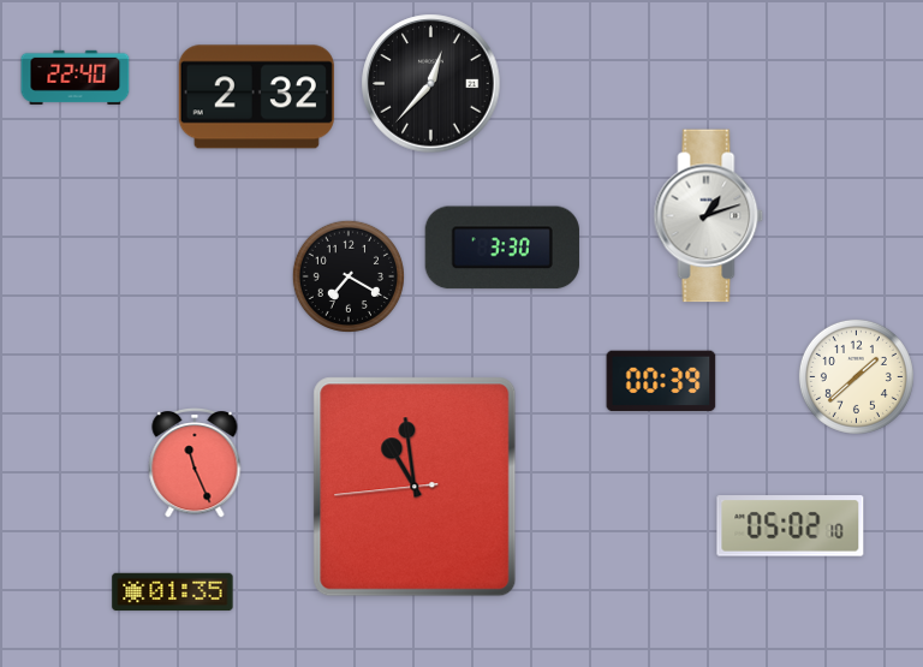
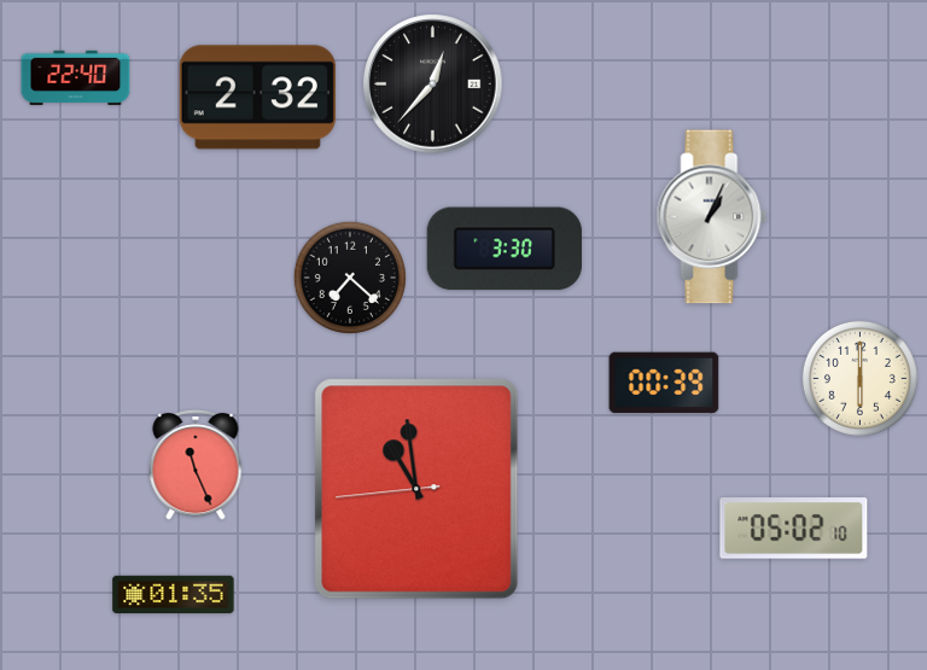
clock at (709, 216): 1:12 -> 1:04
clock at (349, 276): 7:20 -> 7:22
clock at (856, 376): 1:38 -> 6:00
